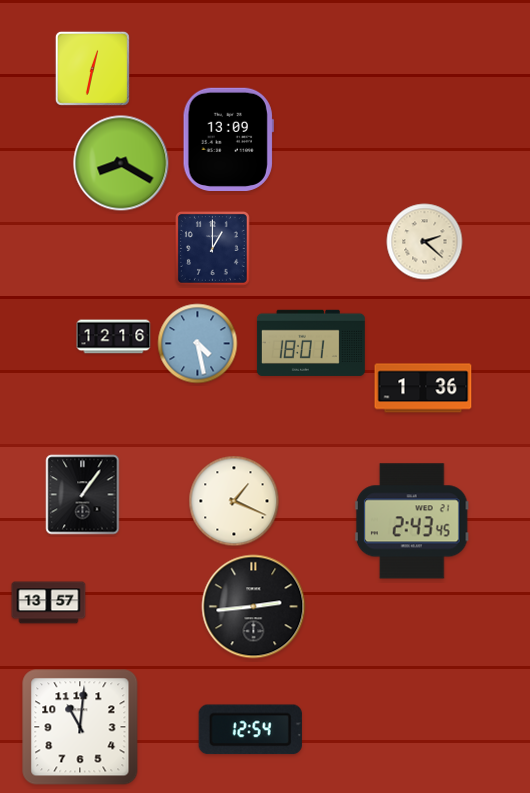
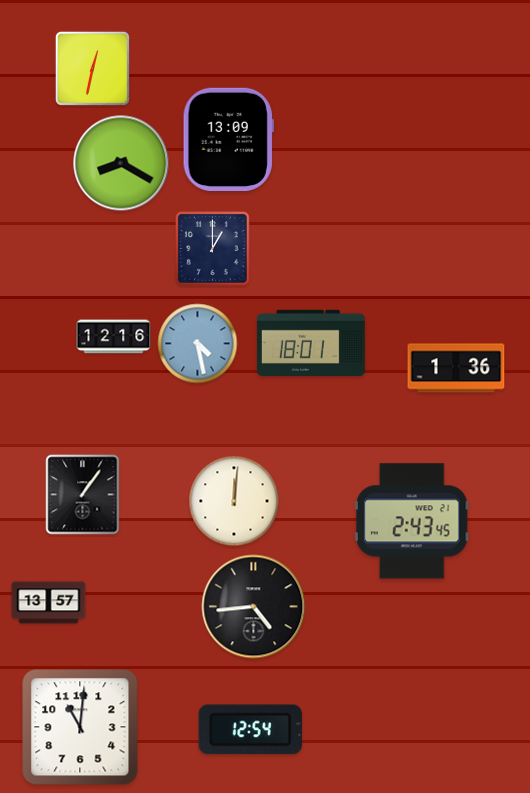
clock at (425, 242): 2:22 -> none
clock at (423, 388) position: (423, 388) -> (456, 368)
clock at (234, 501): 1:19 -> 12:01
clock at (254, 607): 2:44 -> 4:44
